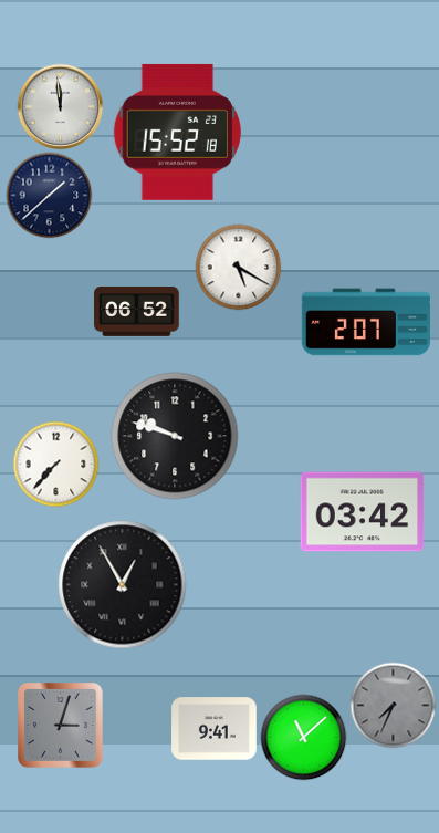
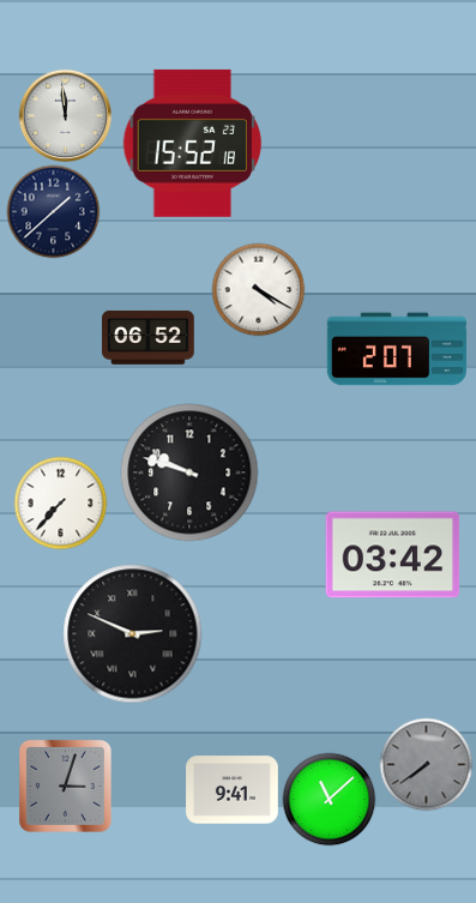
clock at (238, 267): 5:20 -> 4:20
clock at (123, 585): 12:55 -> 2:49
clock at (393, 705): 7:34 -> 7:39
